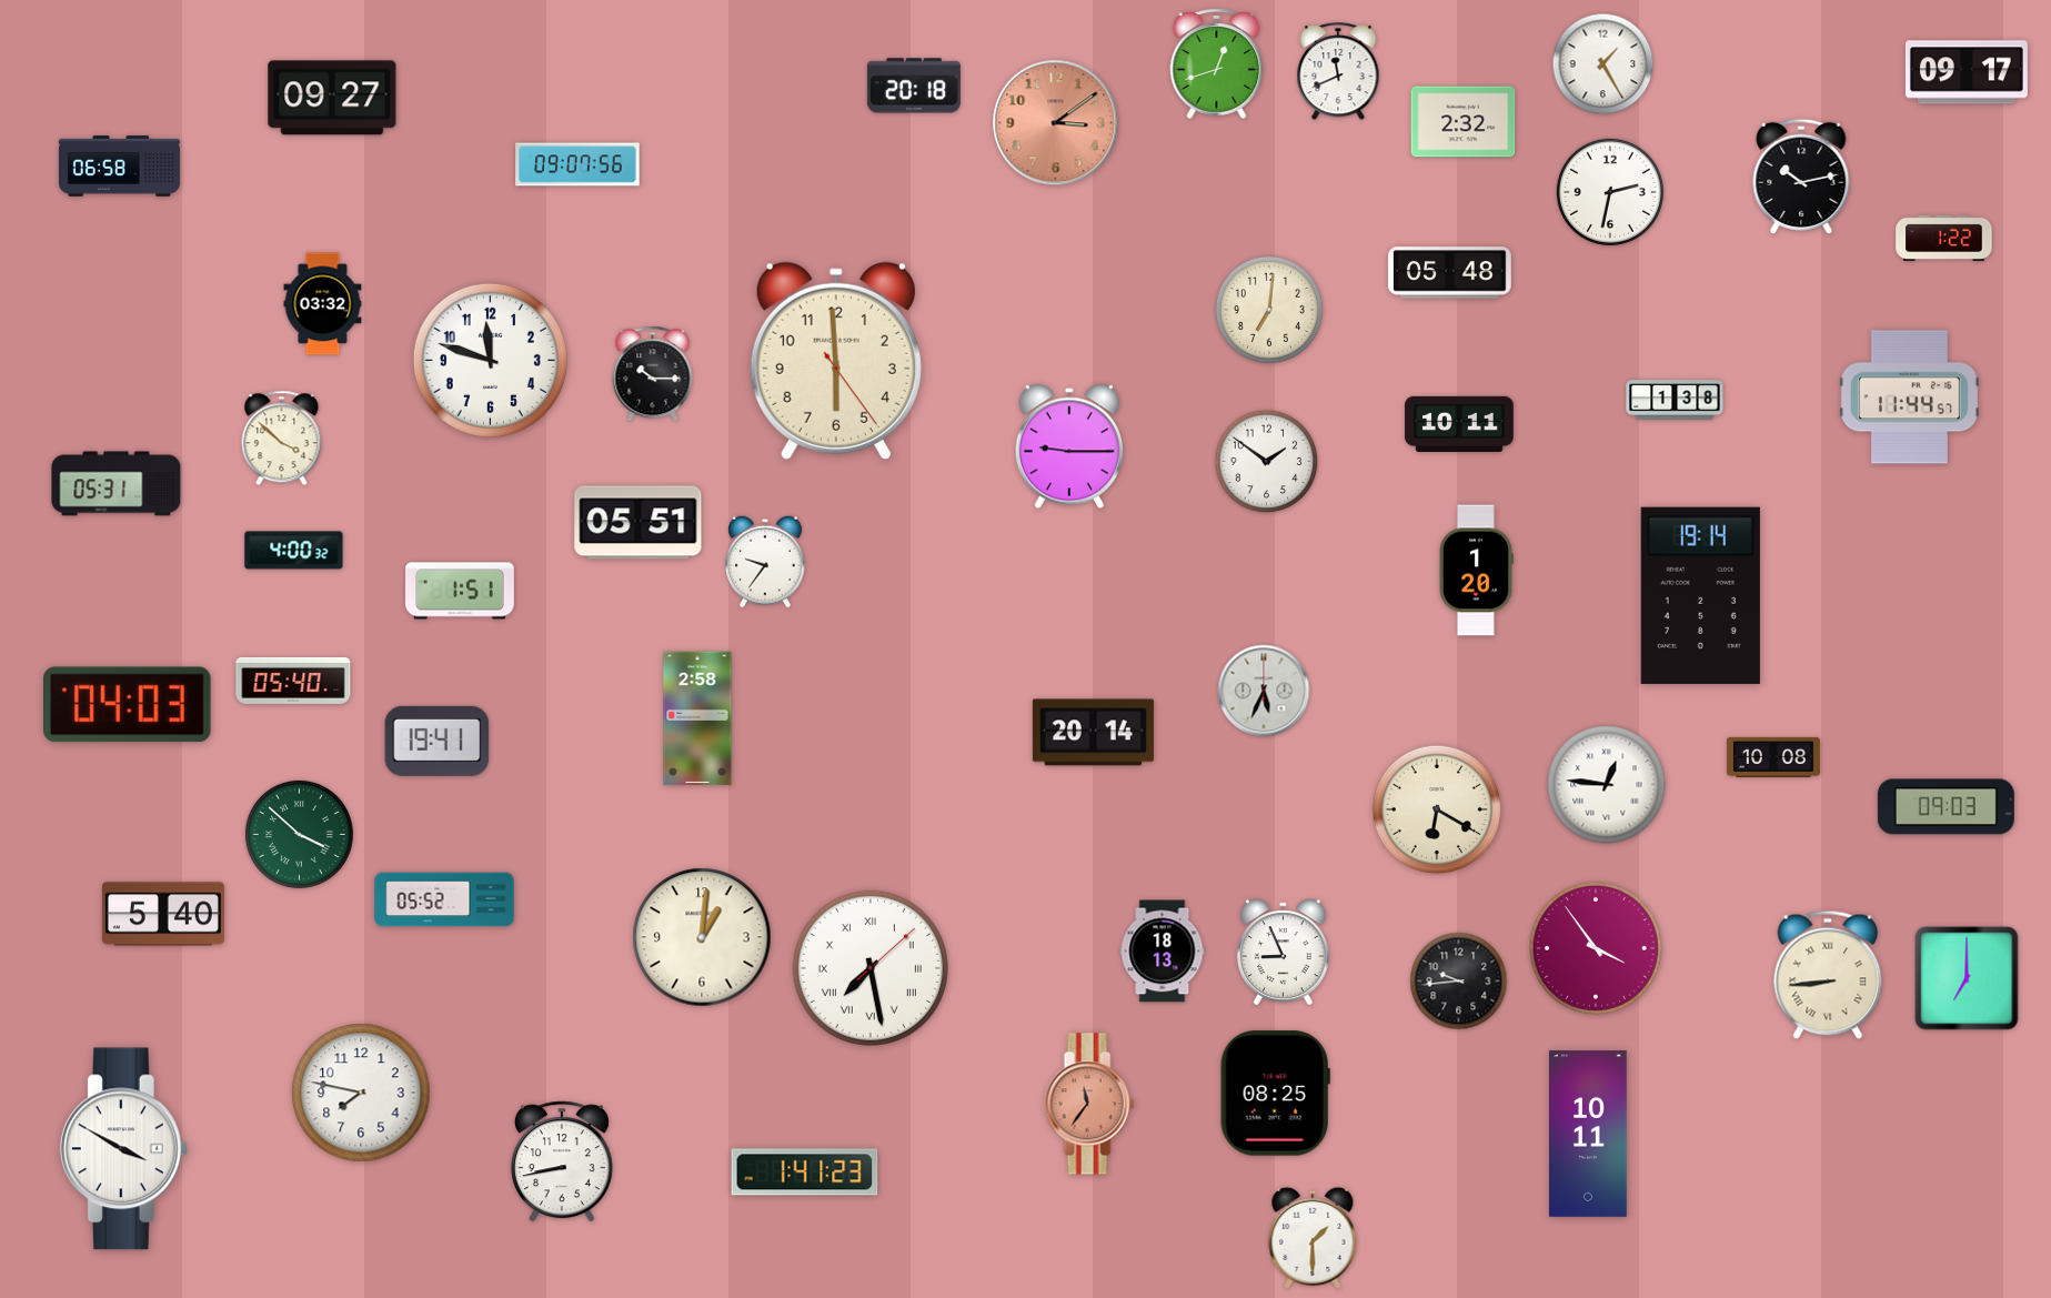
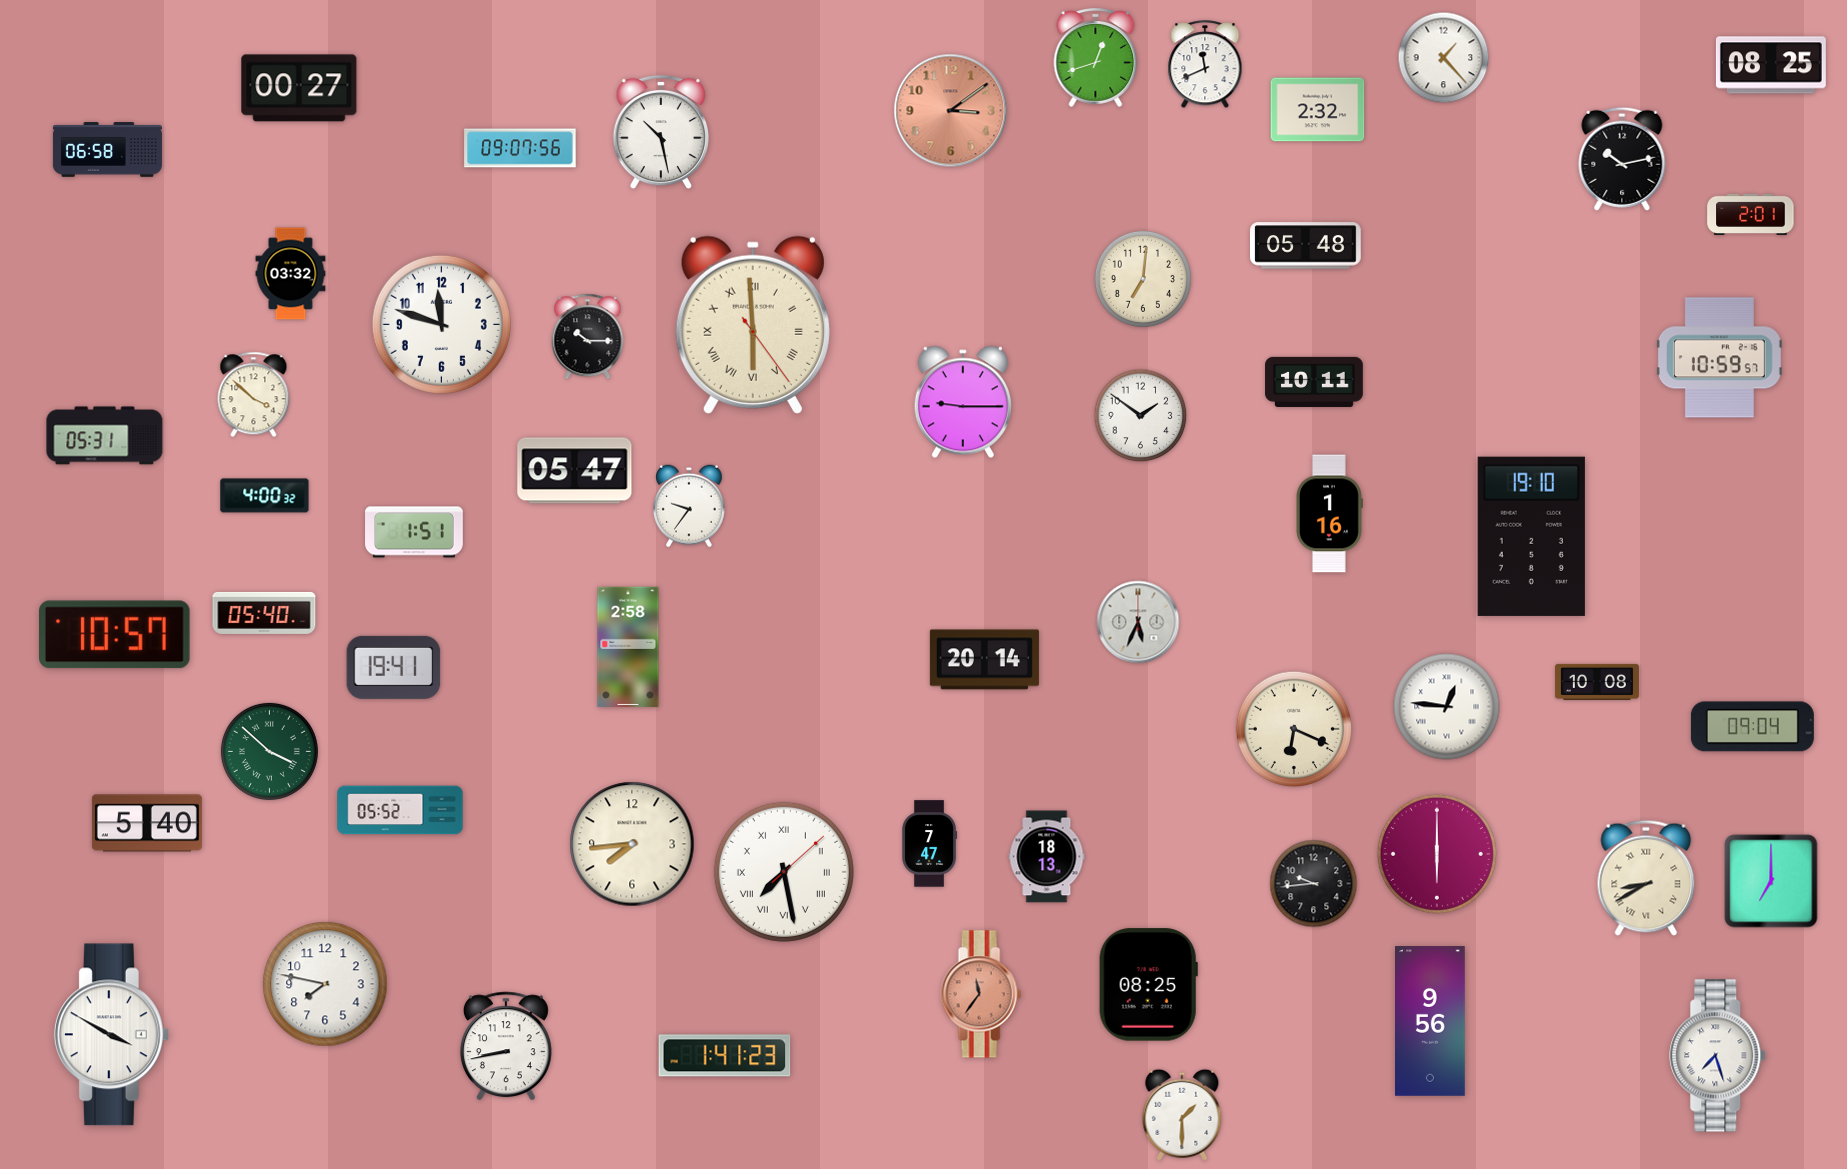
clock at (1603, 64): 1:25 -> 1:23
clock at (1967, 72): 09:17 -> 08:25
clock at (914, 85): 20:18 -> none
clock at (332, 98): 09:27 -> 00:27
clock at (660, 132): none -> 10:28
clock at (1610, 192): 2:32 -> none
clock at (1944, 238): 1:22 -> 2:01
clock at (836, 361) numerals: Arabic -> Roman
clock at (1909, 398): 11:44 -> 10:59
clock at (1675, 400): 1:38 -> none
clock at (639, 523): 05:51 -> 05:47
clock at (1476, 571): 1:20 -> 1:16
clock at (1700, 595): 19:14 -> 19:10
clock at (128, 705): 04:03 -> 10:57
clock at (1946, 807): 09:03 -> 09:04
clock at (1436, 808): 6:20 -> 6:19
clock at (702, 937): 1:01 -> 7:44
clock at (929, 844): none -> 7:47
clock at (1596, 948): 3:54 -> 6:00
clock at (1284, 953): 8:56 -> none
clock at (1828, 975): 8:44 -> 8:40
clock at (1589, 1134): 10:11 -> 9:56
clock at (1718, 1056): none -> 7:27
